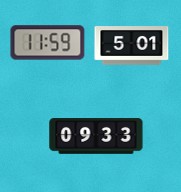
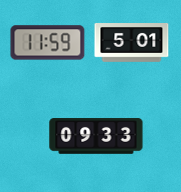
clock at (132, 46) position: (132, 46) -> (132, 43)
